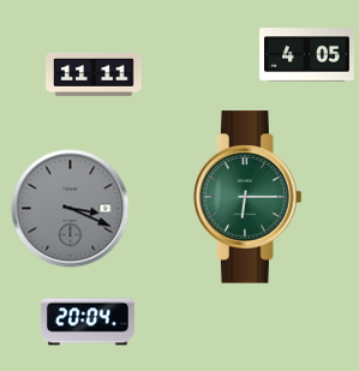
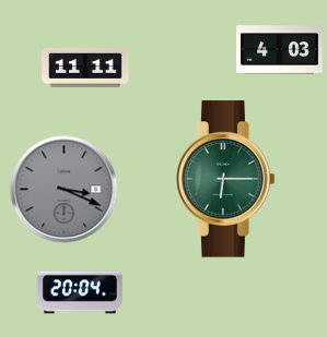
clock at (307, 55): 4:05 -> 4:03
